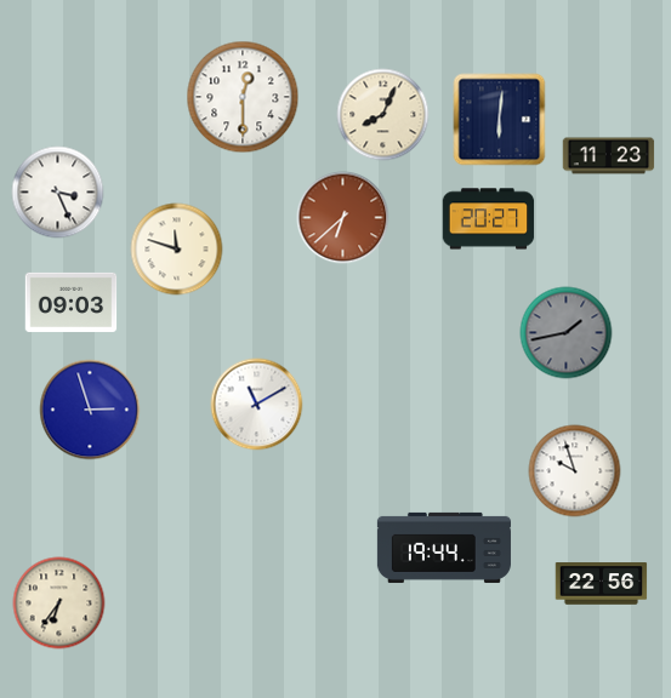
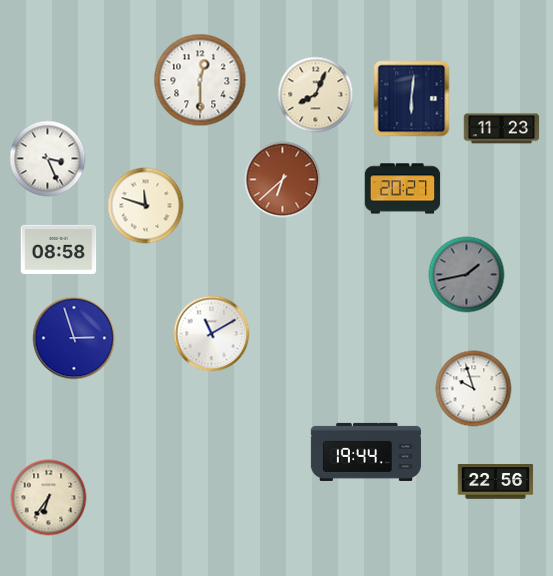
clock at (489, 219) position: (489, 219) -> (403, 189)
clock at (72, 302): 09:03 -> 08:58
